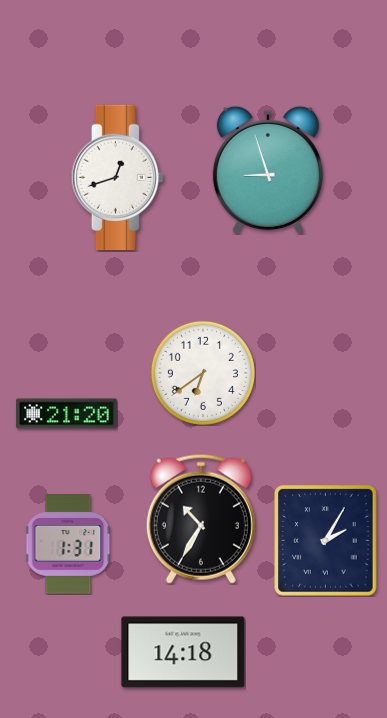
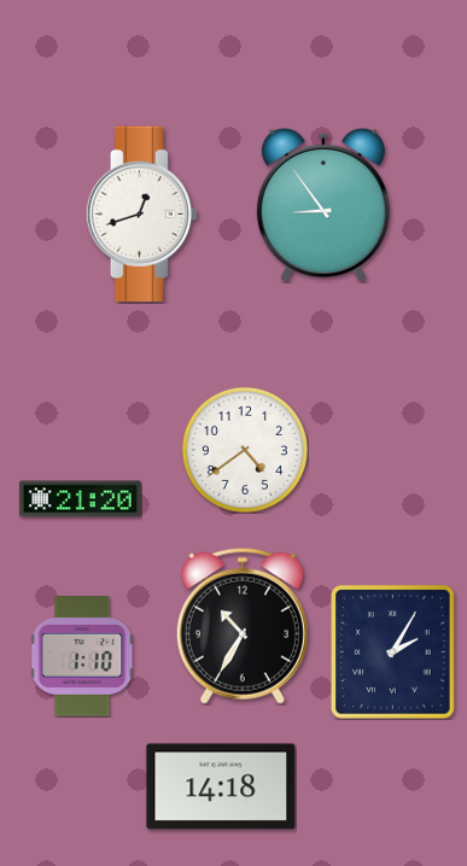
clock at (268, 170): 8:57 -> 8:54
clock at (203, 373): 6:39 -> 4:39
clock at (68, 544): 1:31 -> 1:10
